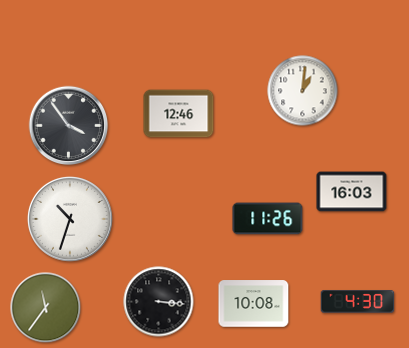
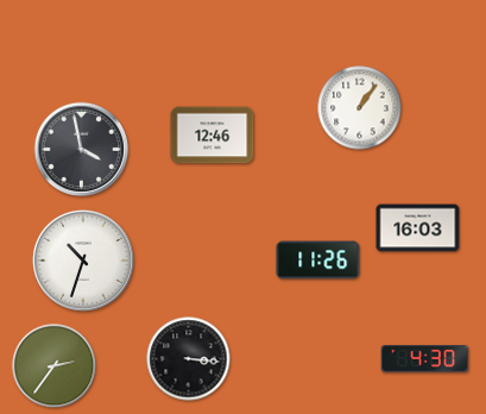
clock at (303, 91): 1:01 -> 1:06
clock at (69, 126): 3:54 -> 3:58
clock at (254, 304): 10:08 -> none
clock at (46, 308): 11:36 -> 2:36
